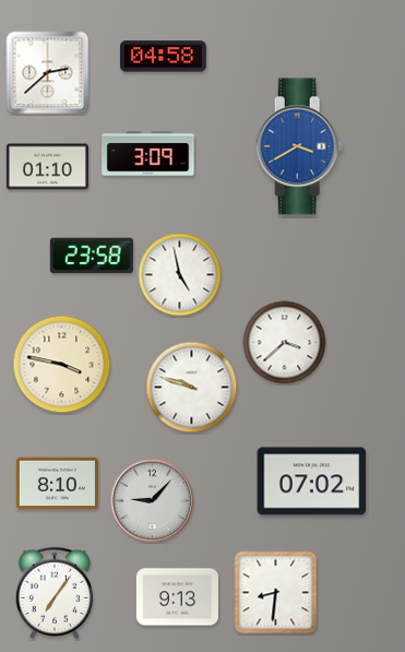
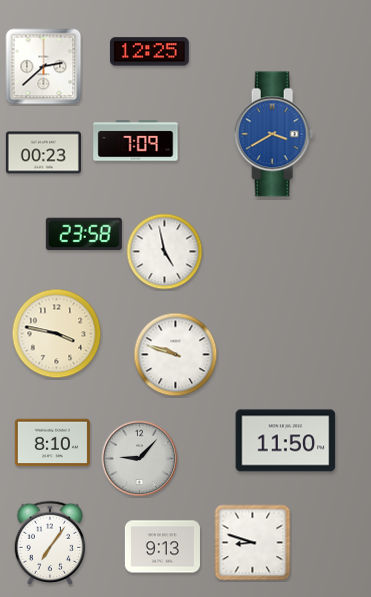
clock at (163, 57): 04:58 -> 12:25
clock at (148, 154): 3:09 -> 7:09
clock at (47, 167): 01:10 -> 00:23
clock at (285, 343): 3:38 -> none
clock at (312, 482): 07:02 -> 11:50
clock at (276, 593): 8:31 -> 8:48
